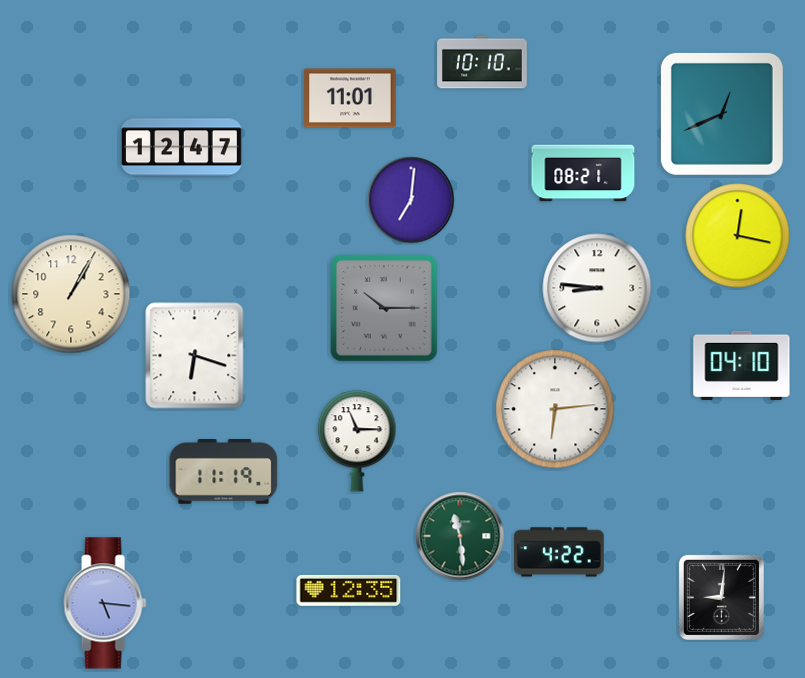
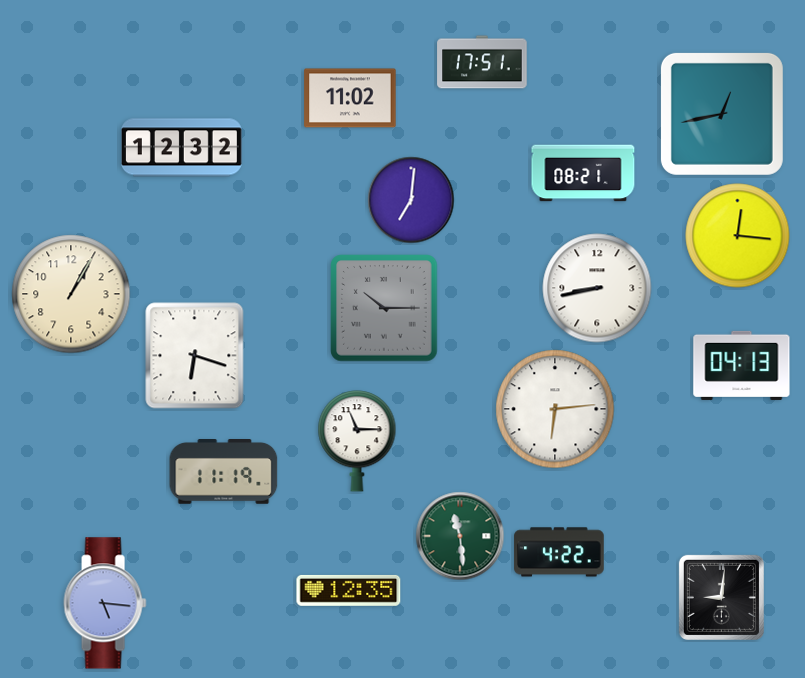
clock at (482, 62): 10:10 -> 17:51
clock at (350, 98): 11:01 -> 11:02
clock at (722, 114): 12:41 -> 12:43
clock at (181, 148): 12:47 -> 12:32
clock at (738, 236): 12:17 -> 12:16
clock at (597, 288): 8:46 -> 8:43
clock at (742, 365): 04:10 -> 04:13
